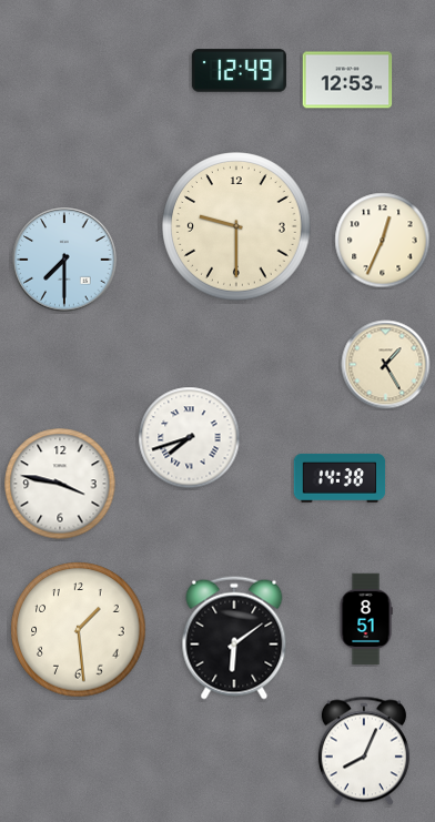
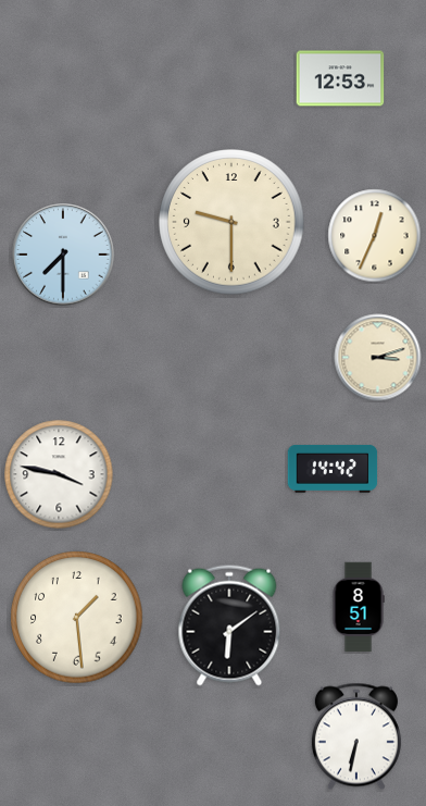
clock at (239, 71): 12:49 -> none
clock at (386, 365): 1:25 -> 3:12
clock at (190, 438): 7:42 -> none
clock at (340, 478): 14:38 -> 14:42
clock at (364, 751): 8:04 -> 6:32
